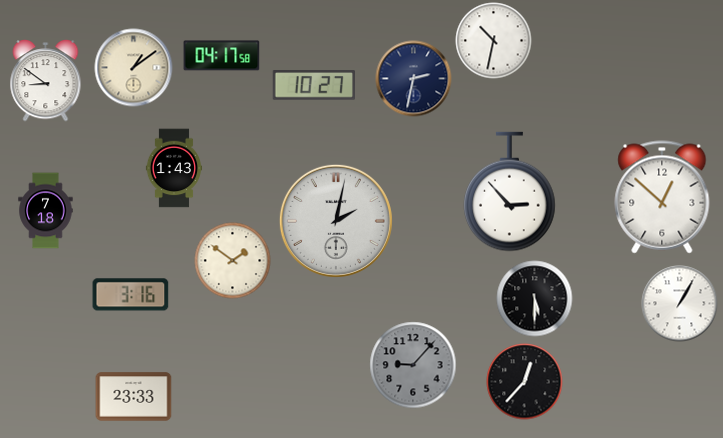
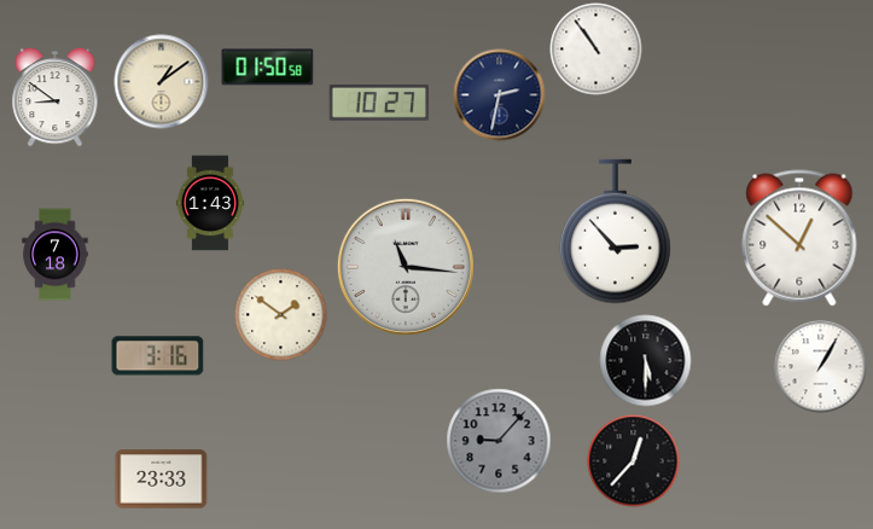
clock at (494, 41): 10:32 -> 10:54
clock at (222, 56): 04:17 -> 01:50
clock at (336, 221): 2:02 -> 11:16
